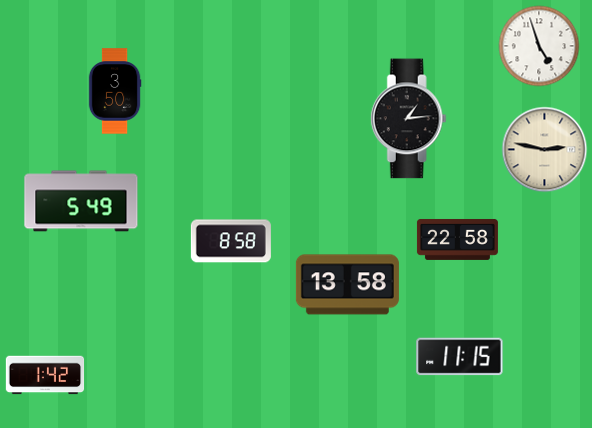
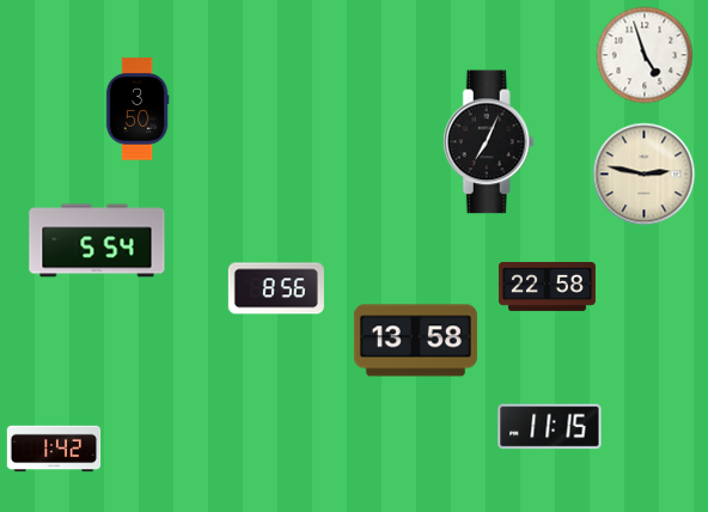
clock at (408, 119): 1:14 -> 7:04
clock at (545, 150) position: (545, 150) -> (645, 175)
clock at (81, 201): 5:49 -> 5:54
clock at (231, 241): 8:58 -> 8:56
